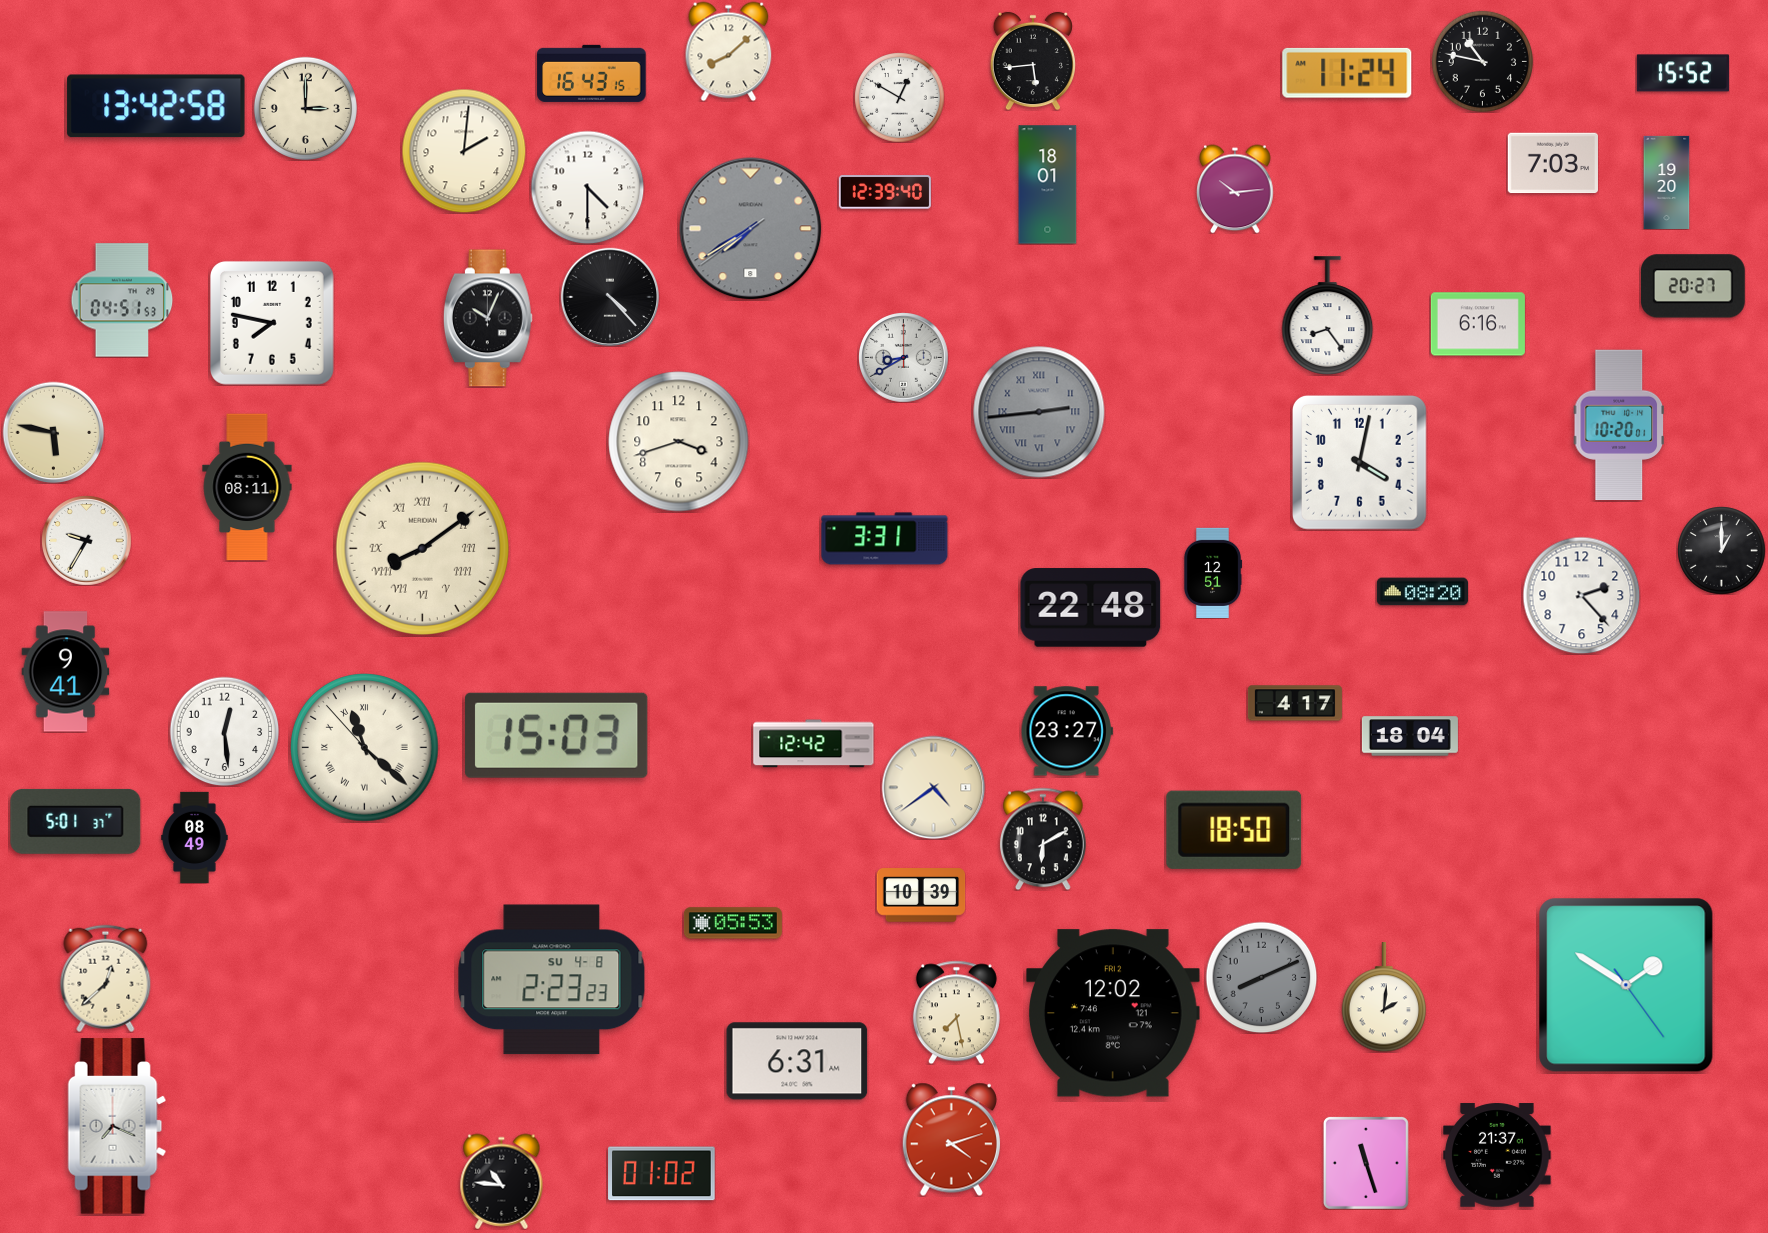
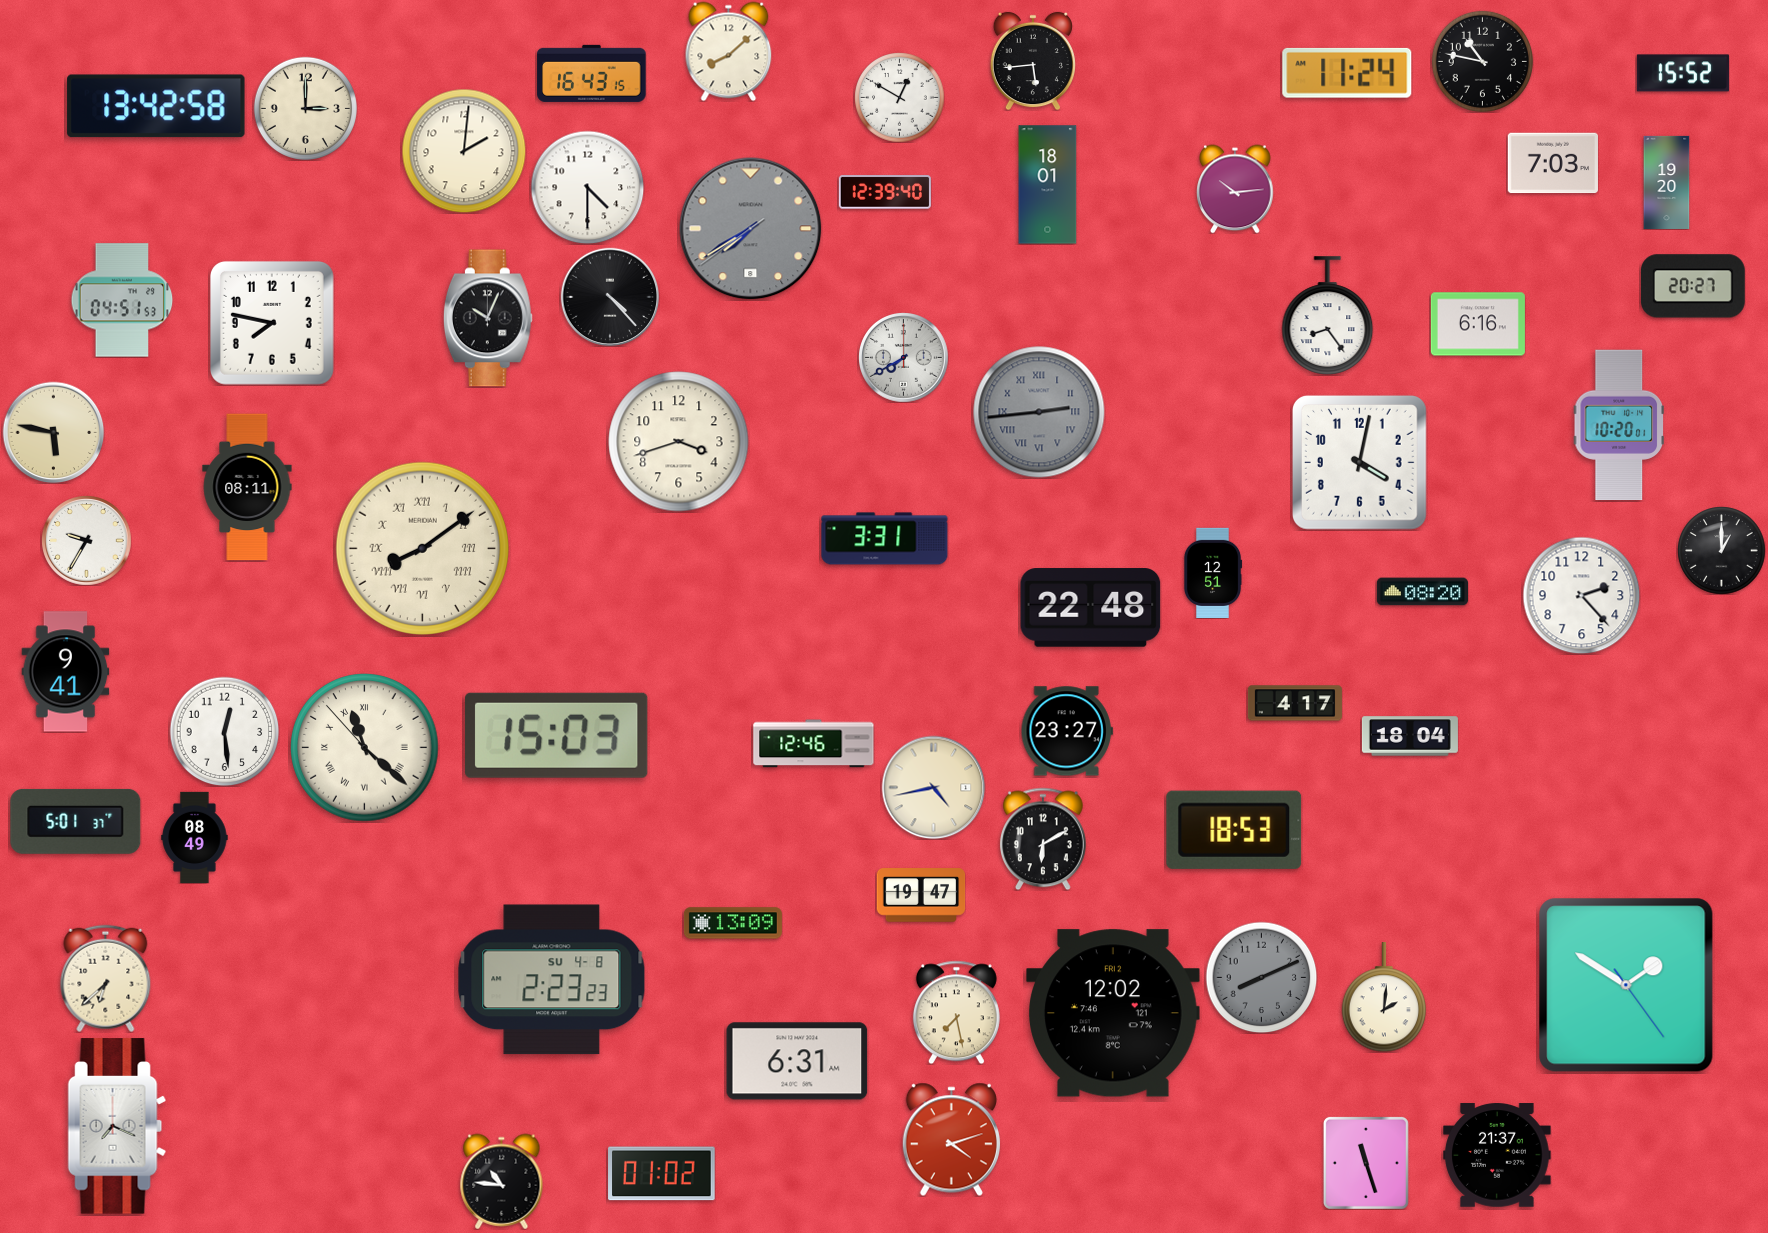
clock at (904, 358): 8:40 -> 7:40
clock at (814, 744): 12:42 -> 12:46
clock at (933, 787): 4:39 -> 4:43
clock at (1234, 830): 18:50 -> 18:53
clock at (921, 895): 10:39 -> 19:47
clock at (733, 923): 05:53 -> 13:09
clock at (106, 978): 12:38 -> 6:38
